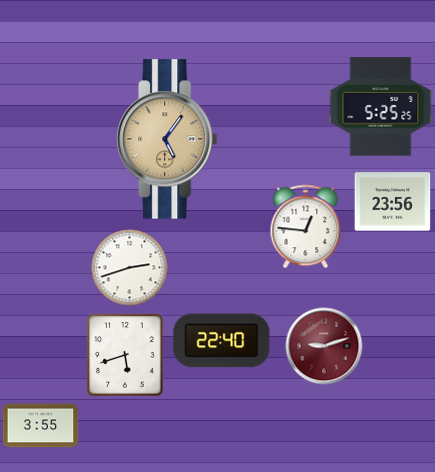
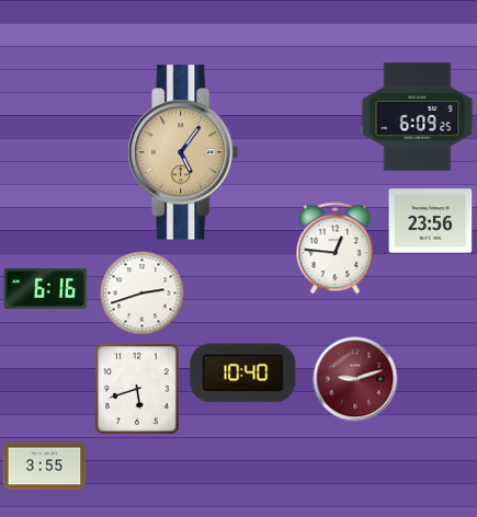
clock at (381, 107): 5:25 -> 6:09
clock at (46, 288): none -> 6:16
clock at (222, 341): 22:40 -> 10:40
